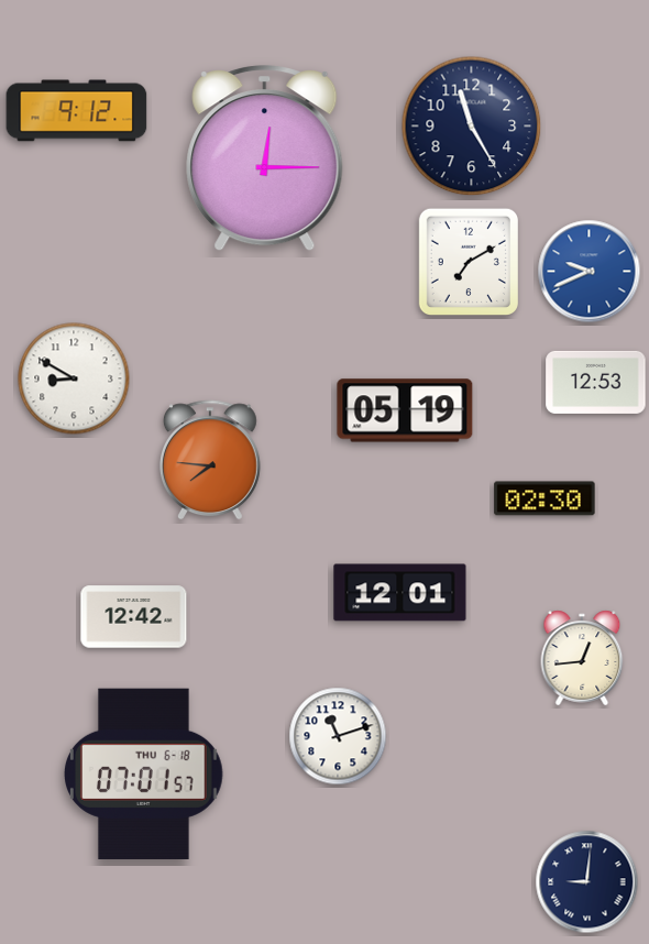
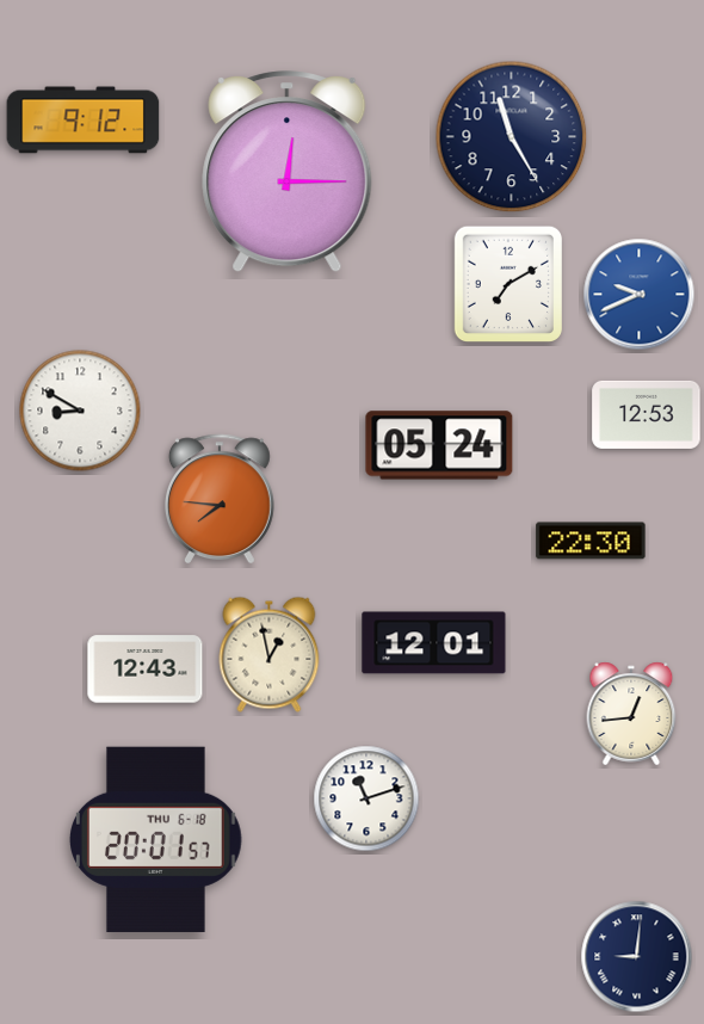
clock at (405, 410): 05:19 -> 05:24
clock at (210, 460) position: (210, 460) -> (220, 499)
clock at (544, 498): 02:30 -> 22:30
clock at (270, 654): none -> 12:58
clock at (134, 617): 12:42 -> 12:43
clock at (144, 773): 07:01 -> 20:01
